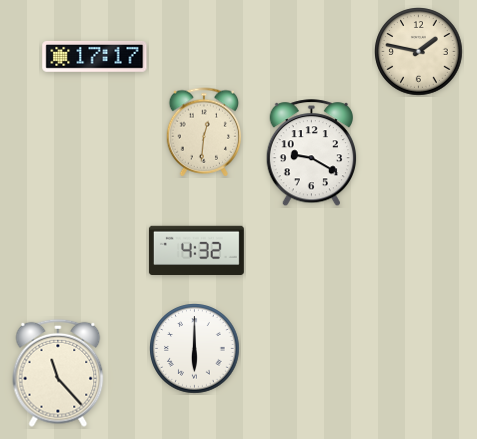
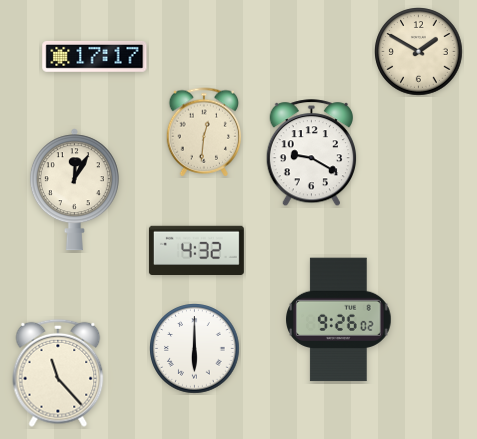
clock at (419, 52): 1:47 -> 1:50
clock at (74, 190): none -> 12:05
clock at (339, 320): none -> 9:26
